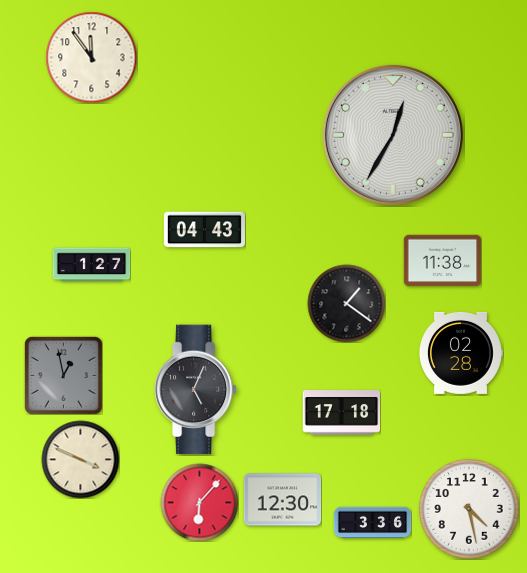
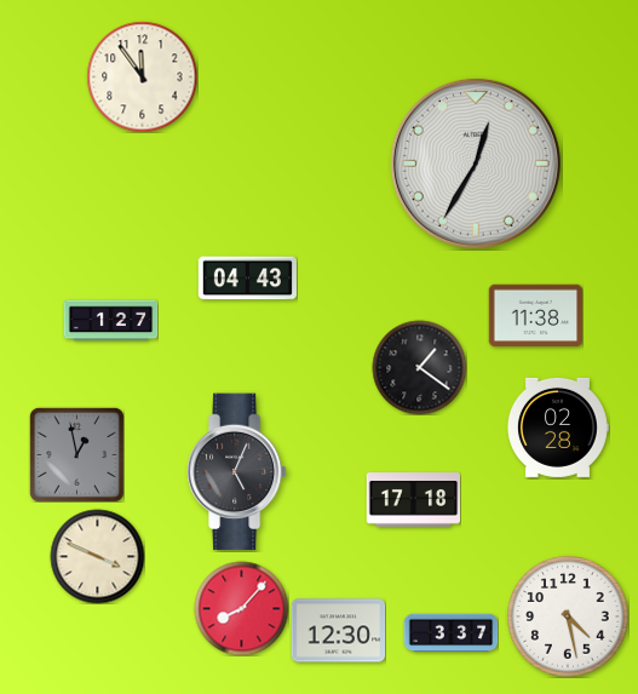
clock at (91, 57) position: (91, 57) -> (142, 76)
clock at (282, 500) position: (282, 500) -> (338, 631)
clock at (199, 502): 6:07 -> 8:07
clock at (372, 523): 3:36 -> 3:37
